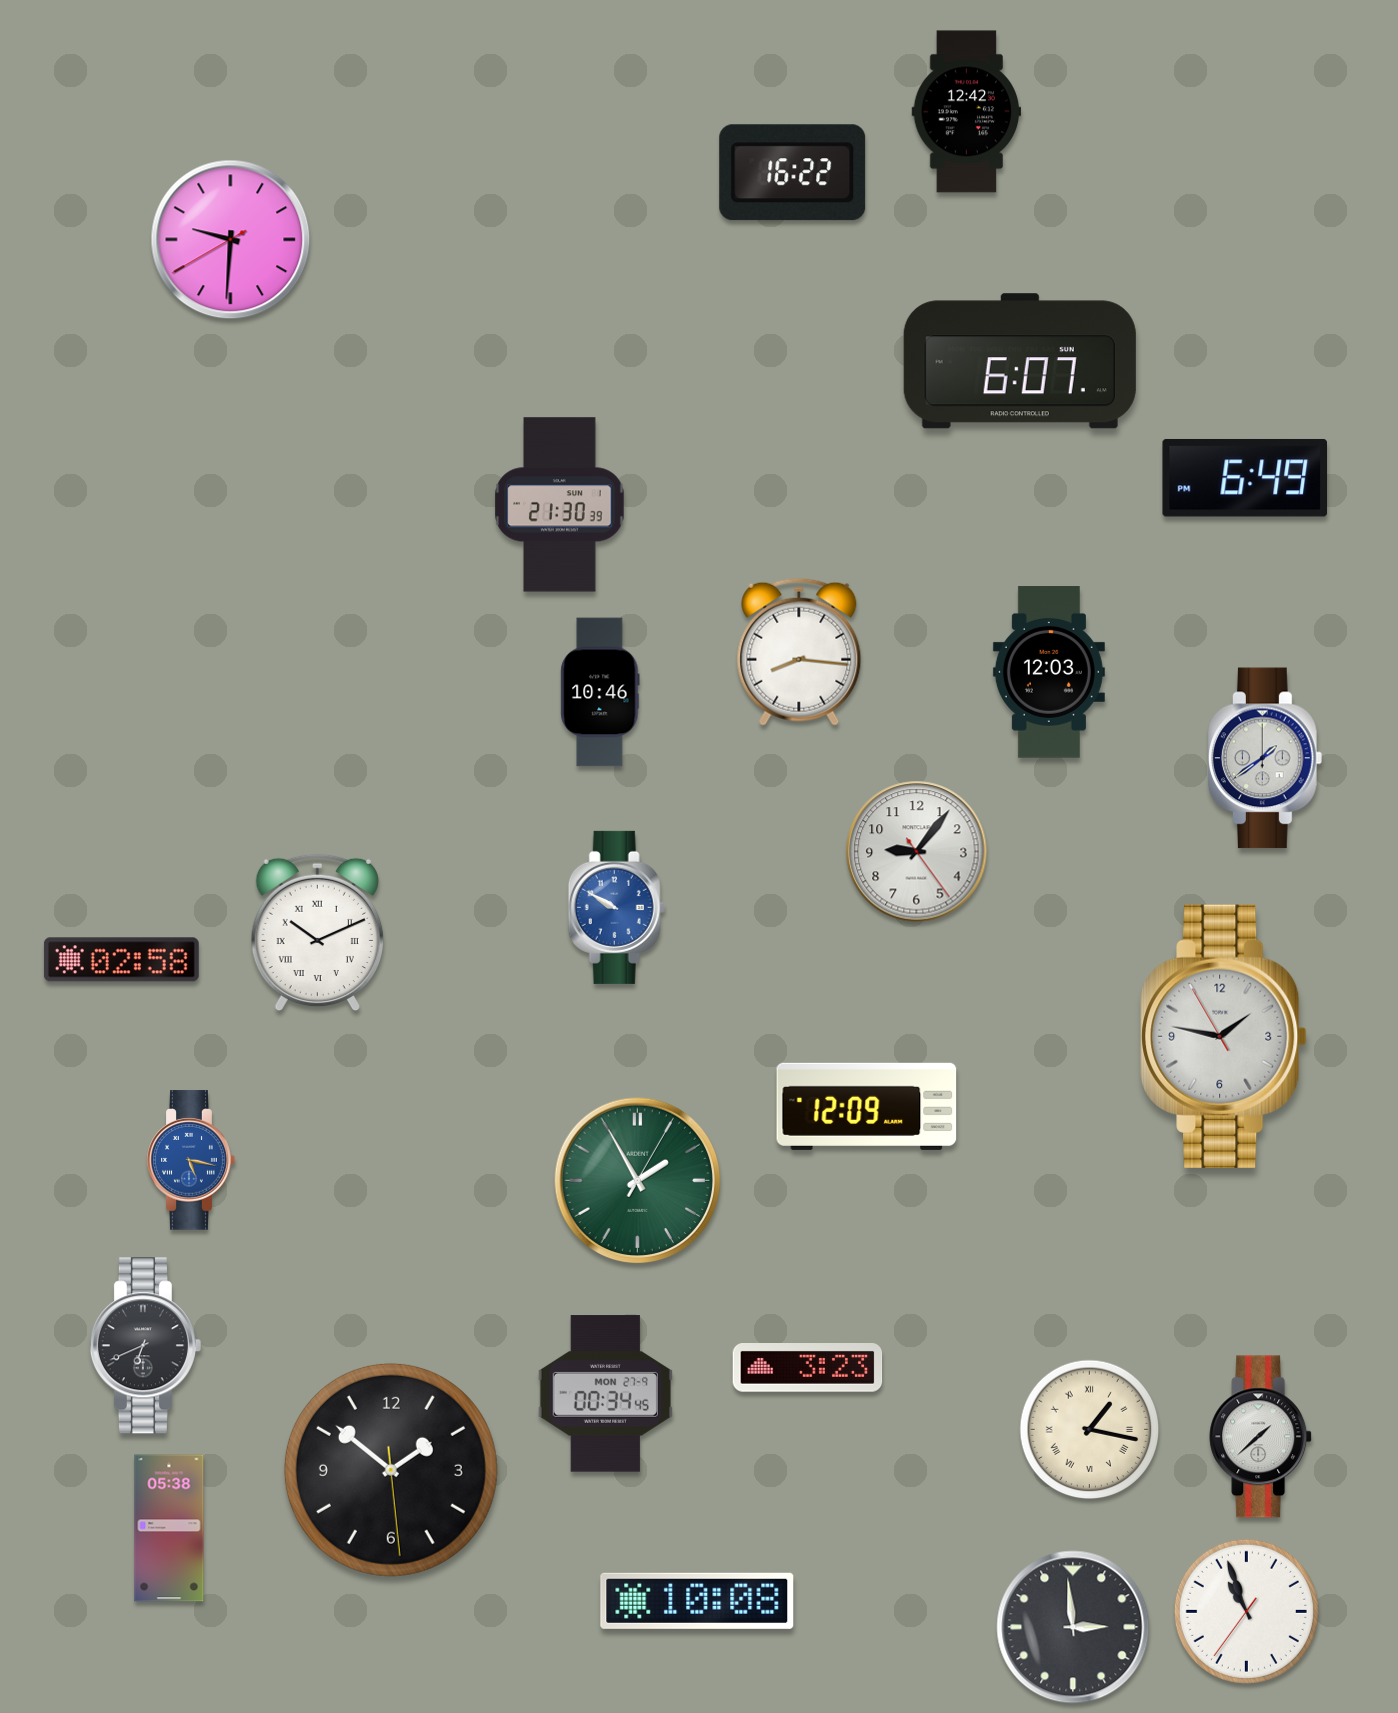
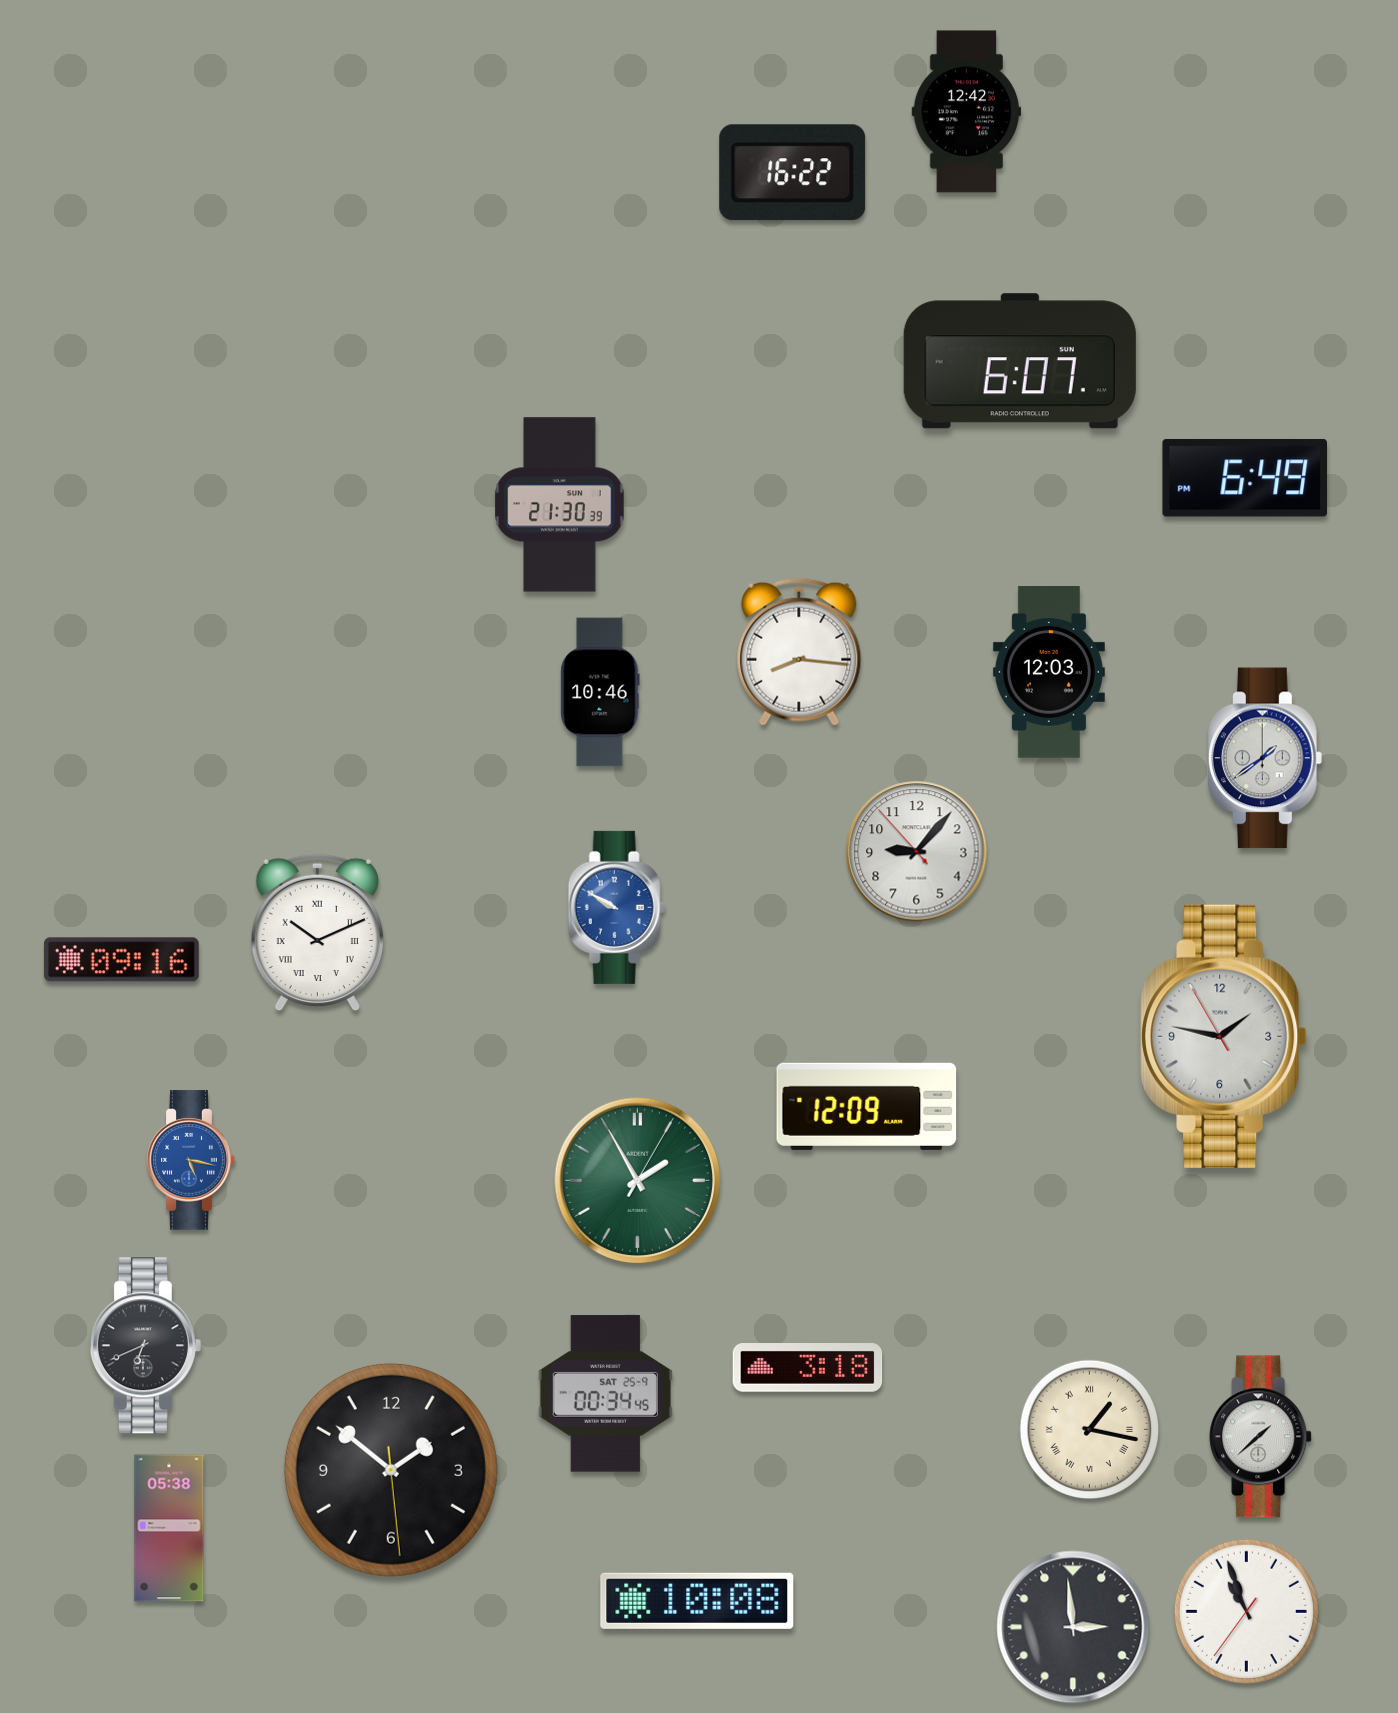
clock at (231, 240): 9:30 -> none
clock at (917, 852): 9:06:24 -> 9:06:53
clock at (121, 960): 02:58 -> 09:16
clock at (808, 1368): 3:23 -> 3:18
clock at (605, 1394) date: MON 27-9 -> SAT 25-9
